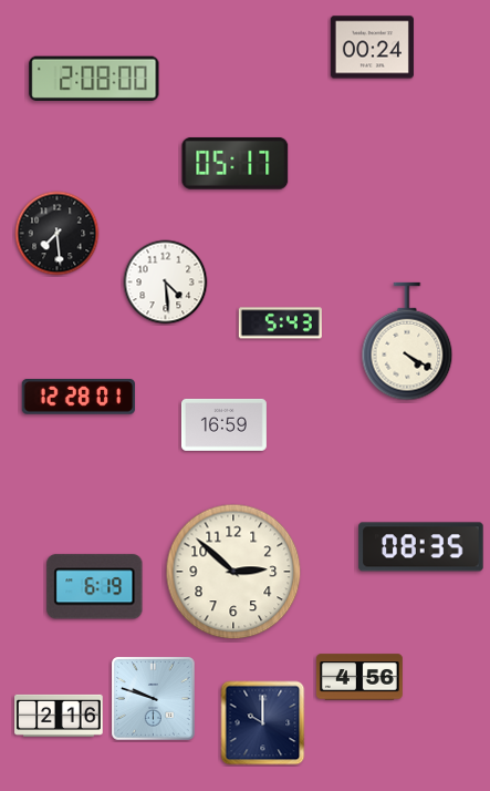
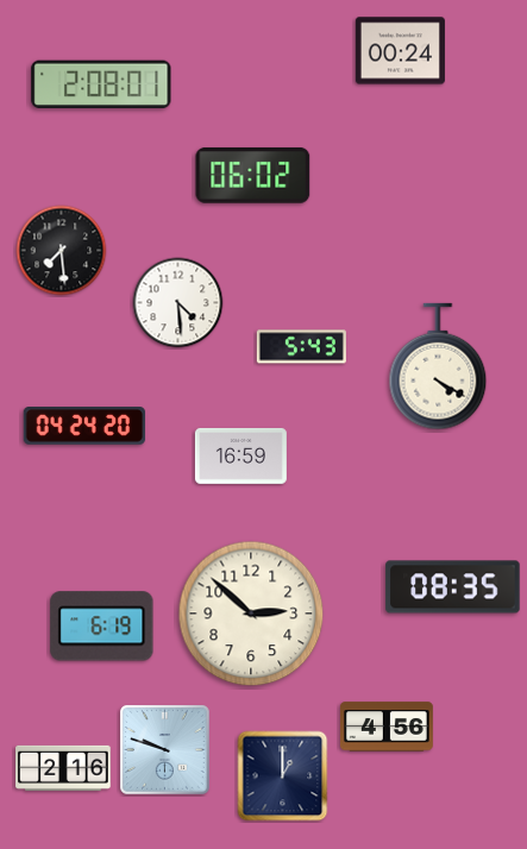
clock at (94, 79): 2:08:00 -> 2:08:01
clock at (236, 163): 05:17 -> 06:02
clock at (79, 397): 12:28 -> 04:24
clock at (95, 587) position: (95, 587) -> (102, 627)
clock at (263, 723): 10:00 -> 1:00
